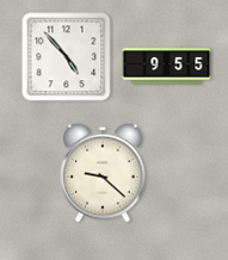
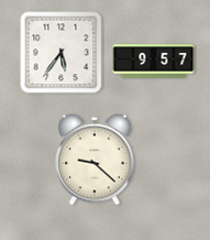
clock at (67, 57): 4:53 -> 5:36
clock at (167, 67): 9:55 -> 9:57
